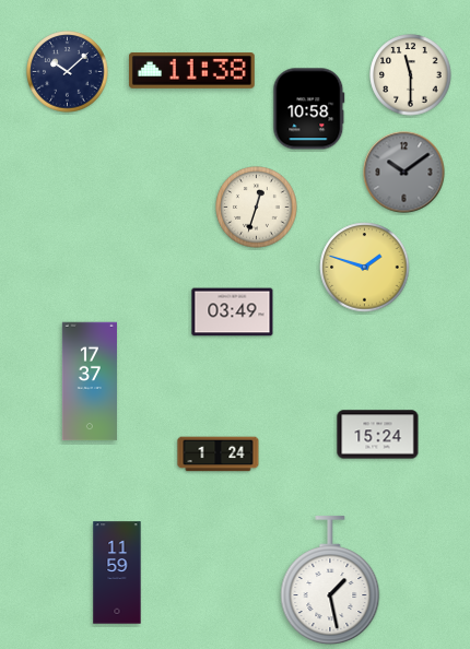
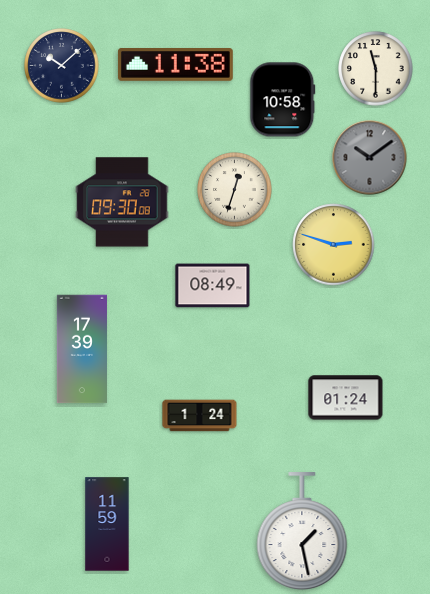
clock at (122, 202): none -> 09:30
clock at (365, 268): 1:48 -> 2:48
clock at (233, 312): 03:49 -> 08:49
clock at (90, 381): 17:37 -> 17:39
clock at (378, 435): 15:24 -> 01:24
